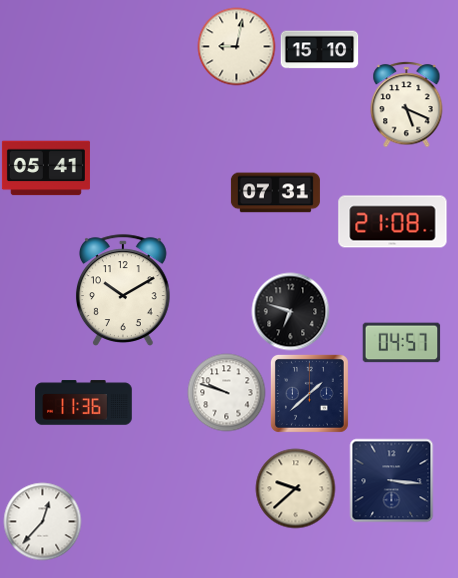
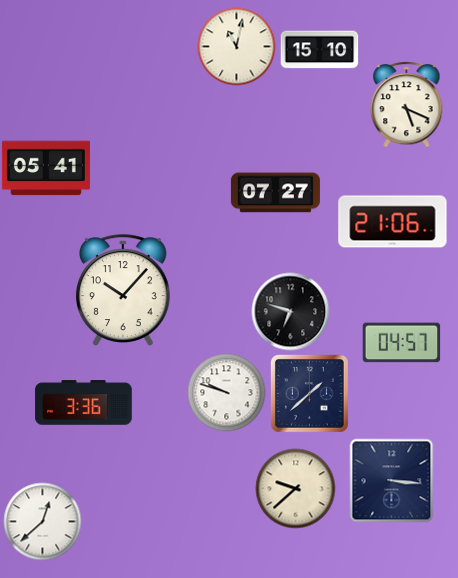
clock at (236, 46): 9:02 -> 11:02
clock at (275, 193): 07:31 -> 07:27
clock at (393, 222): 21:08 -> 21:06
clock at (123, 290): 10:10 -> 10:07
clock at (84, 403): 11:36 -> 3:36
clock at (42, 521): 12:37 -> 12:38
